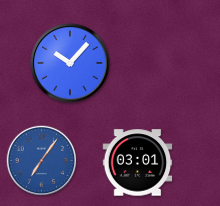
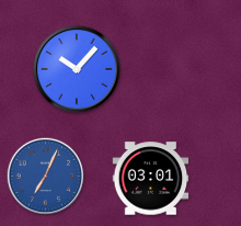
clock at (42, 161): 7:06 -> 7:04
